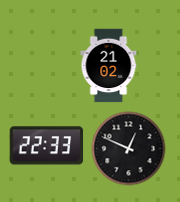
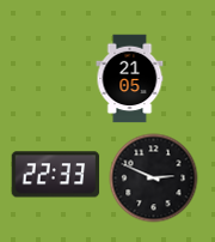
clock at (109, 66): 21:02 -> 21:05
clock at (129, 149): 12:49 -> 2:49
